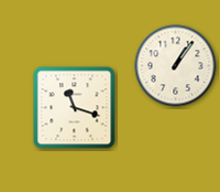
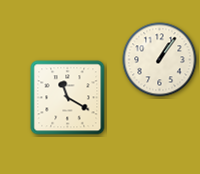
clock at (75, 108): 11:18 -> 11:20
